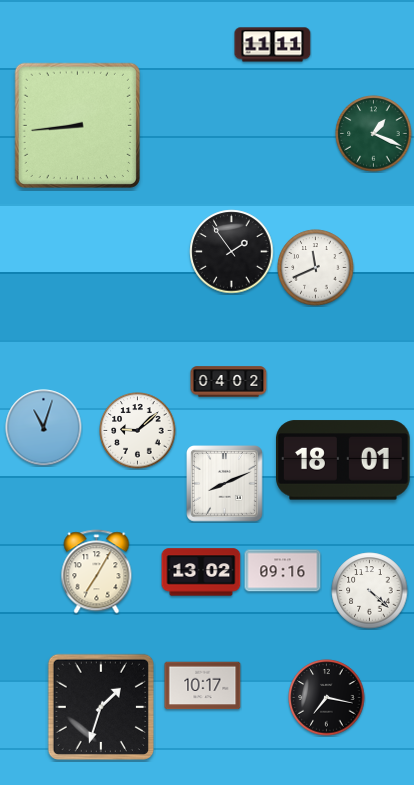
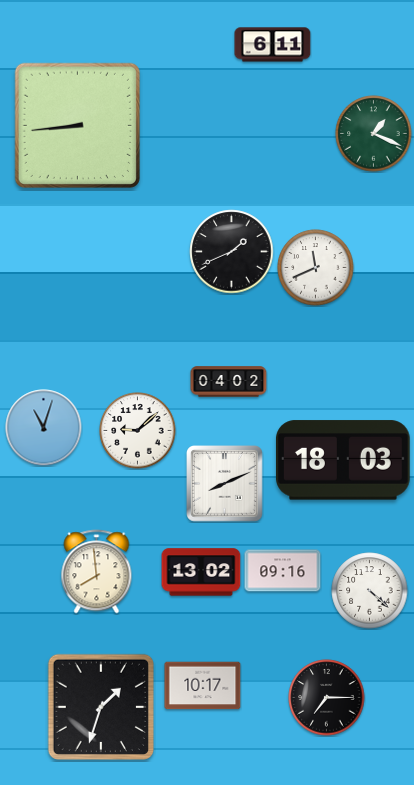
clock at (273, 45): 11:11 -> 6:11
clock at (232, 252): 1:54 -> 1:41
clock at (343, 460): 18:01 -> 18:03
clock at (97, 572): 7:05 -> 7:59
clock at (327, 698): 7:17 -> 7:15
